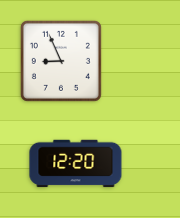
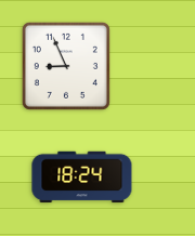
clock at (76, 164): 12:20 -> 18:24
